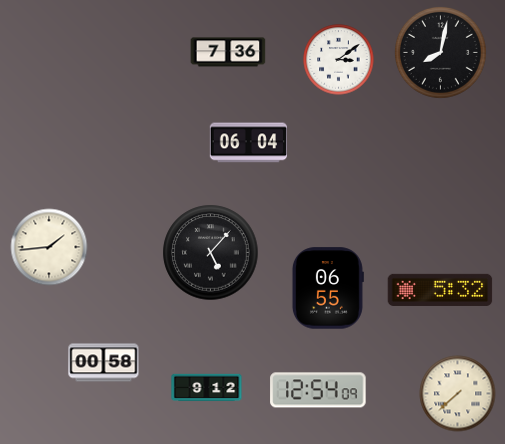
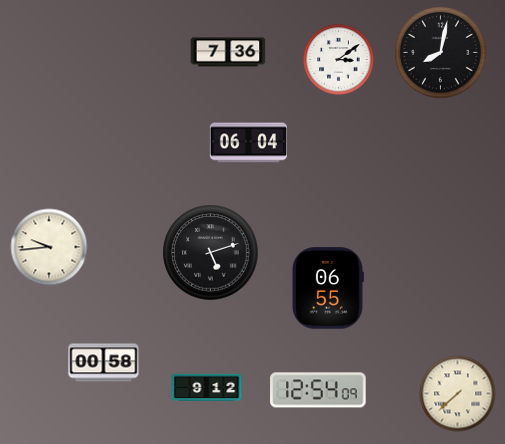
clock at (49, 247): 1:44 -> 9:44
clock at (211, 253): 5:07 -> 5:12
clock at (440, 290): 5:32 -> none
